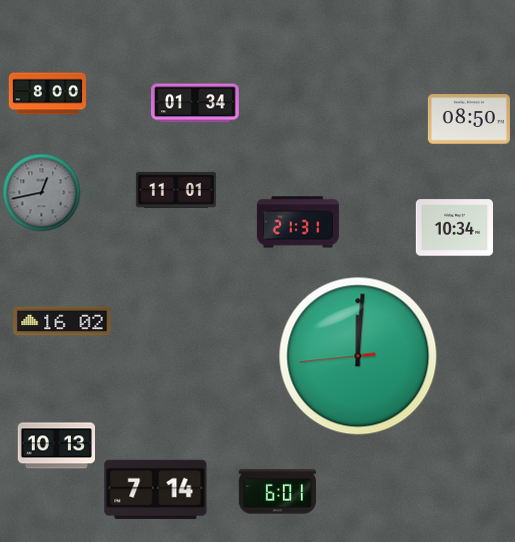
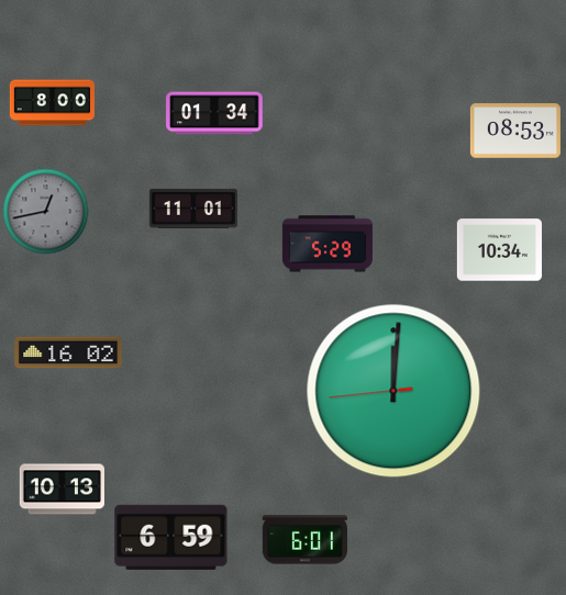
clock at (469, 119): 08:50 -> 08:53
clock at (298, 222): 21:31 -> 5:29
clock at (156, 489): 7:14 -> 6:59
